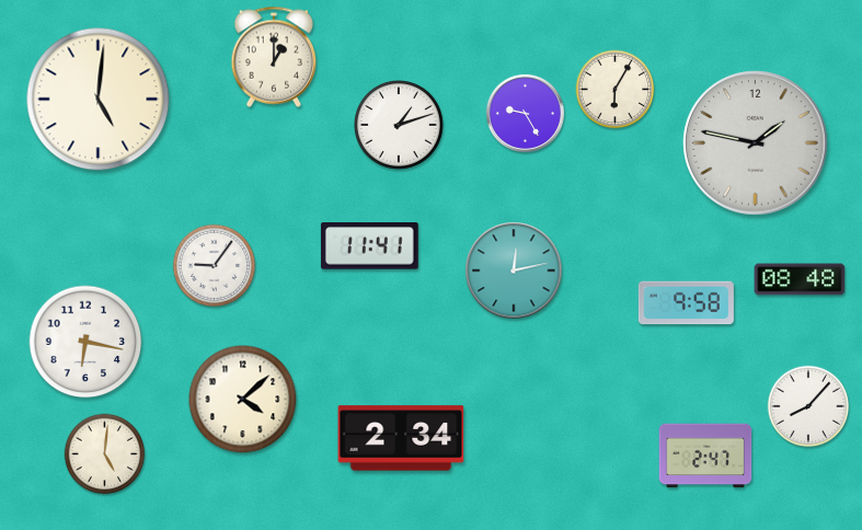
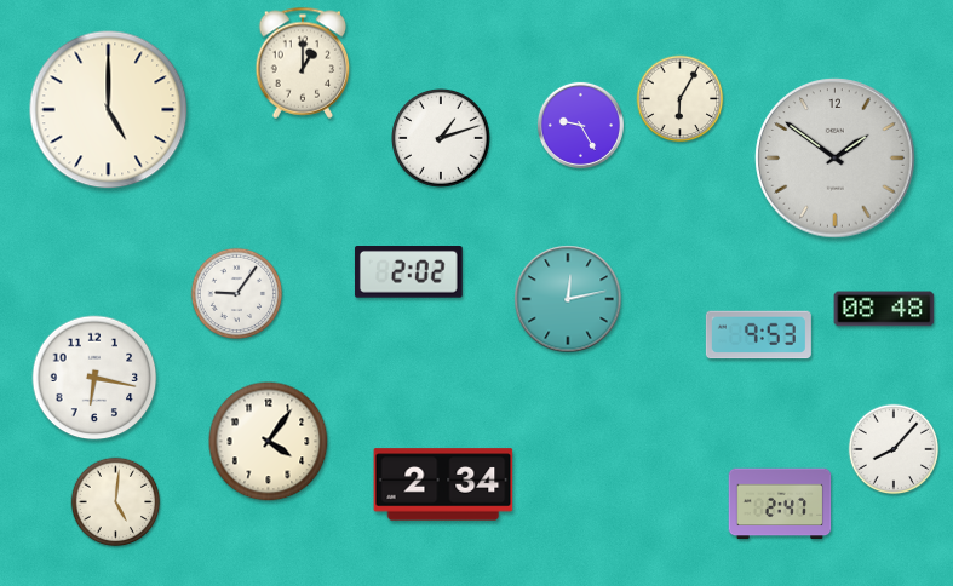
clock at (99, 100): 5:01 -> 5:00
clock at (756, 143): 1:47 -> 1:51
clock at (369, 246): 11:41 -> 2:02
clock at (686, 303): 9:58 -> 9:53
clock at (243, 400): 4:08 -> 4:06
